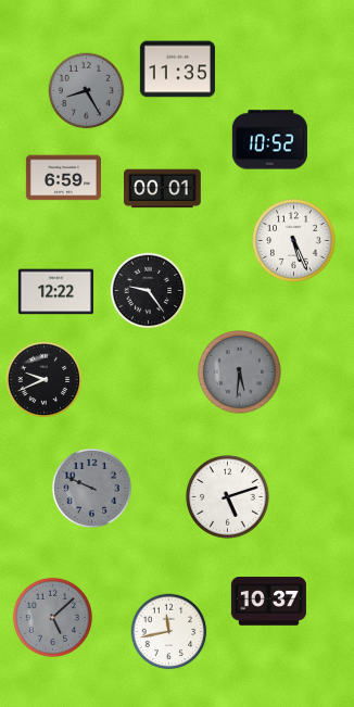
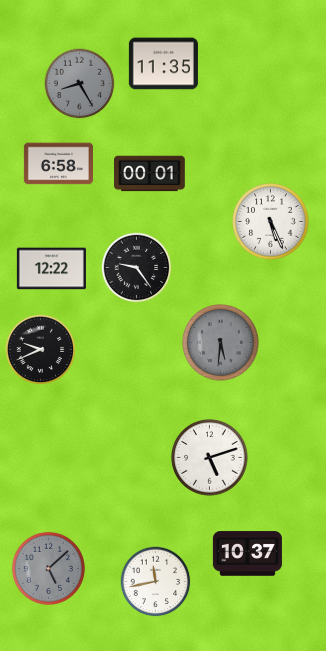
clock at (269, 140): 10:52 -> none
clock at (63, 178): 6:59 -> 6:58
clock at (91, 488): 9:49 -> none
